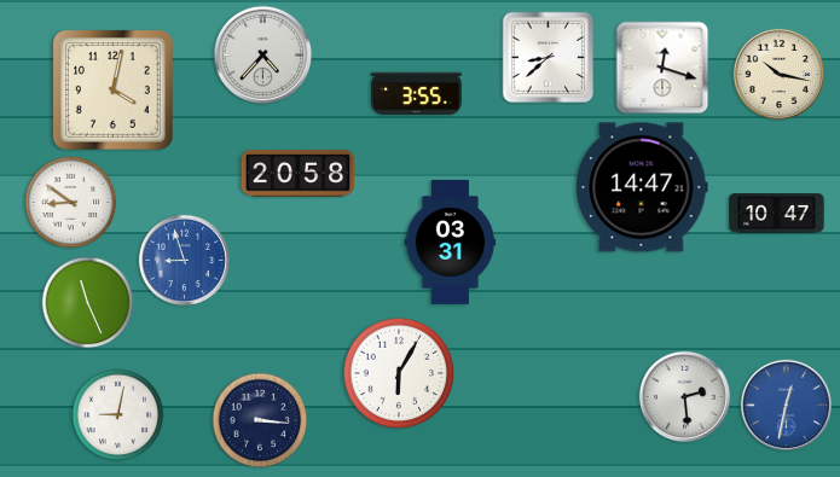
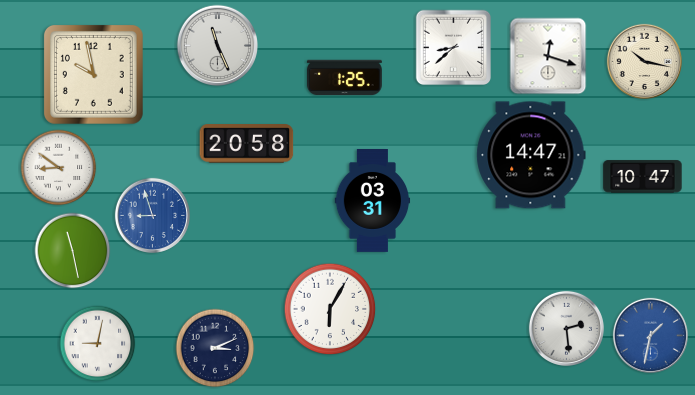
clock at (262, 54): 4:37 -> 11:26
clock at (112, 89): 4:02 -> 9:58
clock at (417, 94): 3:55 -> 1:25
clock at (88, 303): 11:26 -> 11:28
clock at (786, 405): 12:32 -> 1:32
clock at (260, 420): 3:16 -> 3:11
